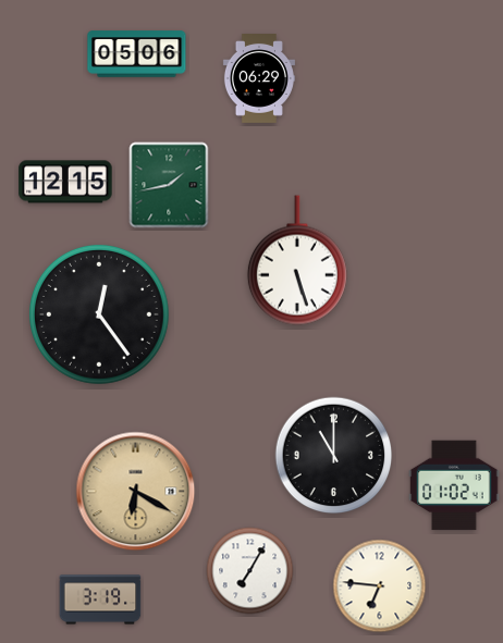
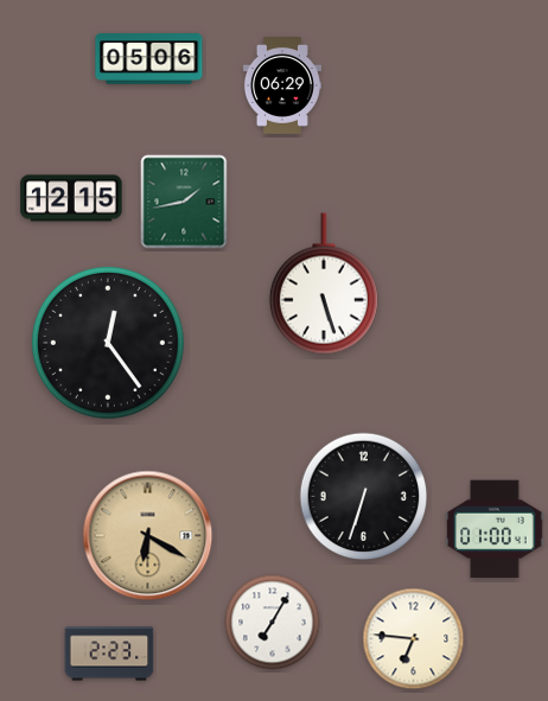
clock at (334, 456): 11:00 -> 6:33
clock at (454, 485): 01:02 -> 01:00
clock at (100, 599): 3:19 -> 2:23
